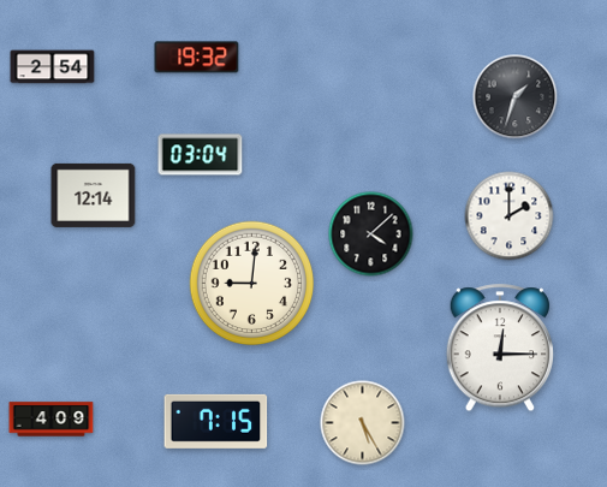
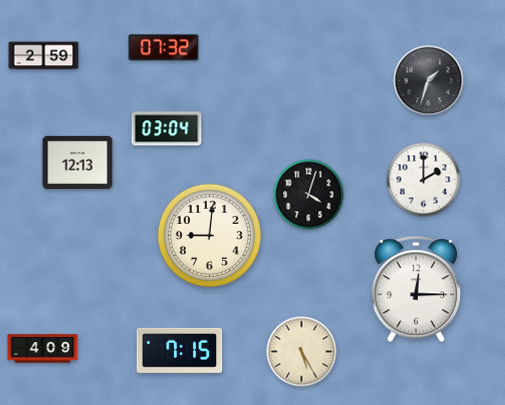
clock at (197, 58): 19:32 -> 07:32
clock at (53, 67): 2:54 -> 2:59
clock at (94, 195): 12:14 -> 12:13
clock at (371, 234): 4:08 -> 4:03
